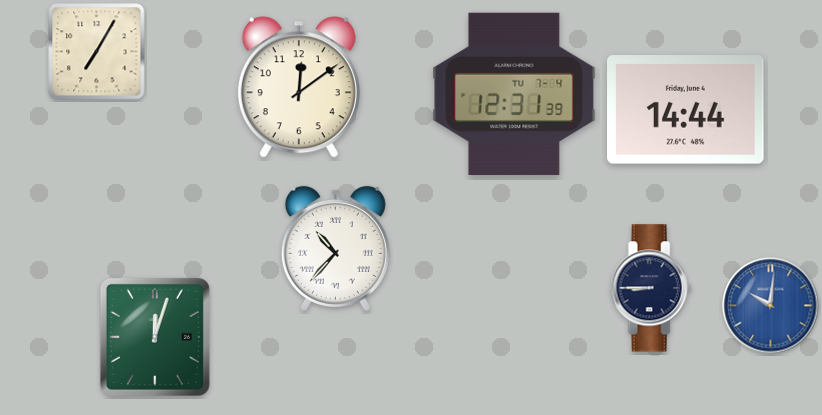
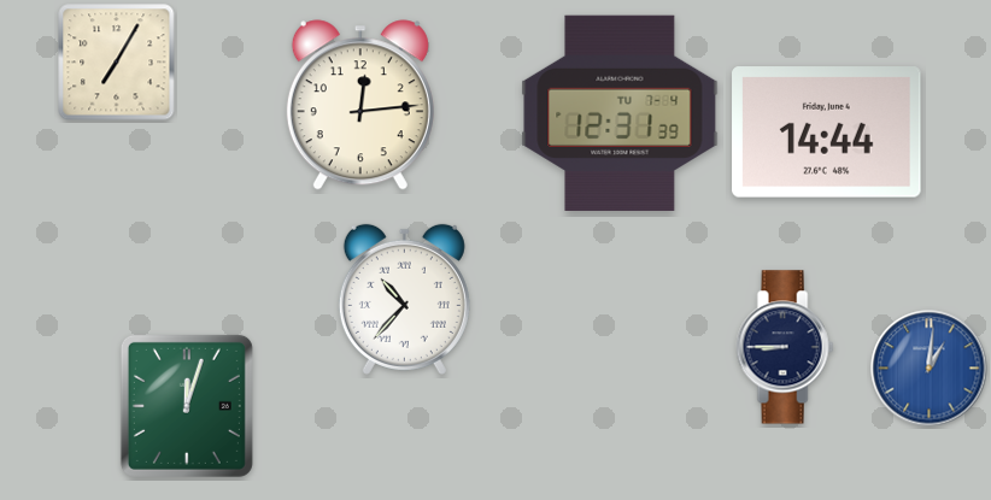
clock at (299, 87): 12:09 -> 12:14
clock at (771, 306): 10:01 -> 1:01
